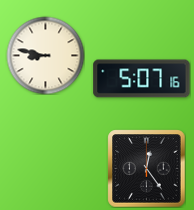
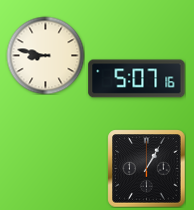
clock at (142, 79) position: (142, 79) -> (137, 79)
clock at (146, 168): 12:24 -> 1:05
